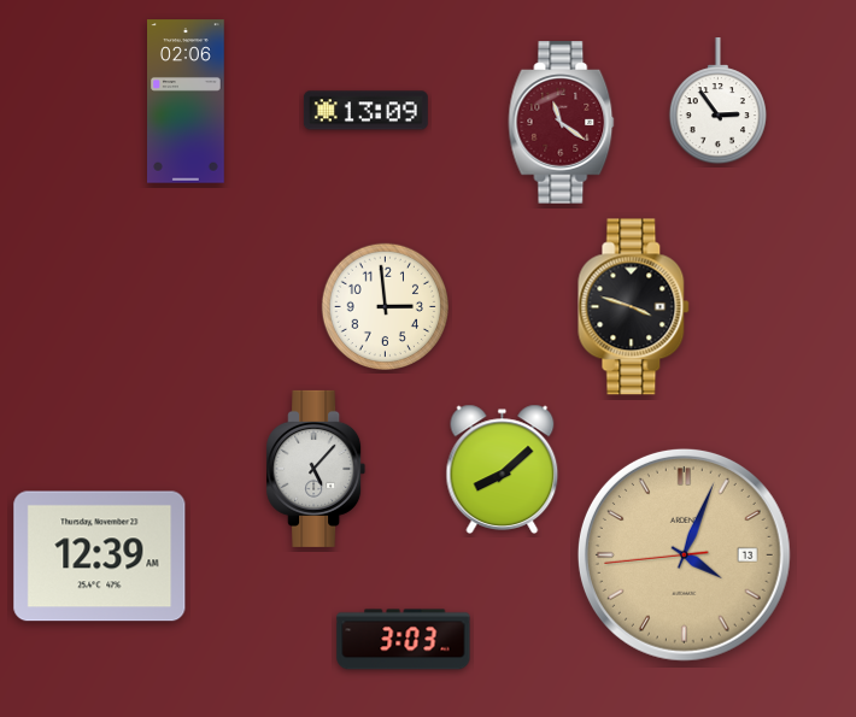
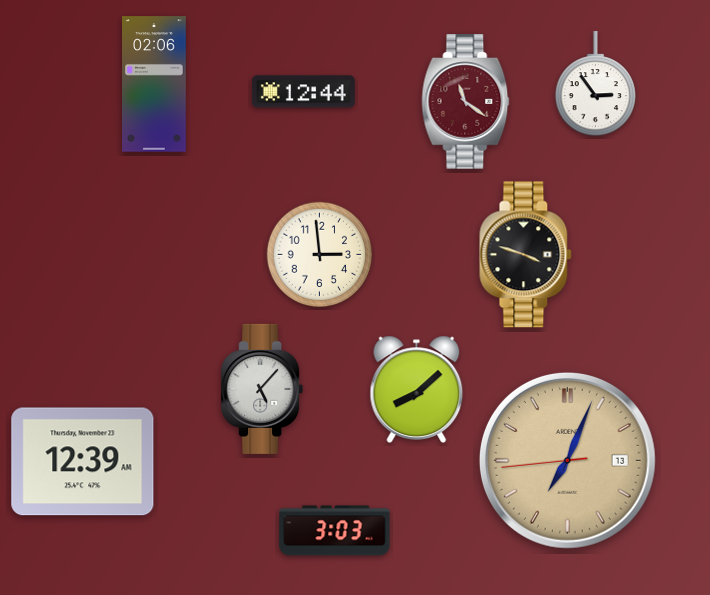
clock at (365, 111): 13:09 -> 12:44
clock at (684, 554): 4:03 -> 7:03
